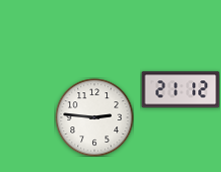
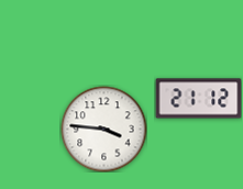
clock at (94, 117): 2:46 -> 3:46
